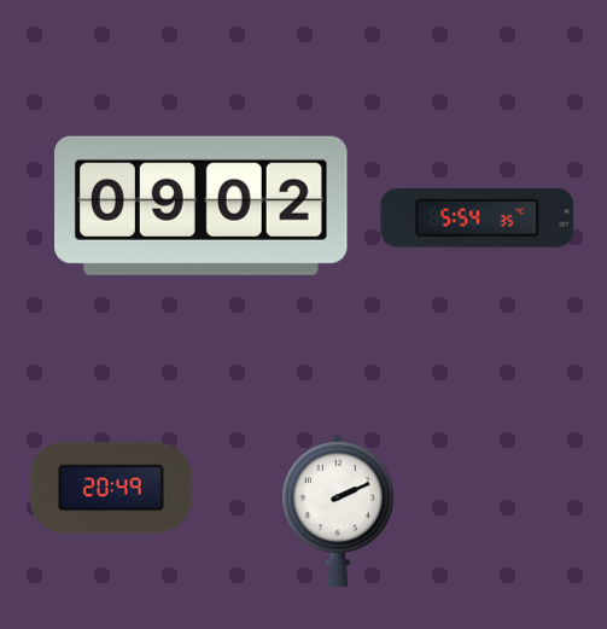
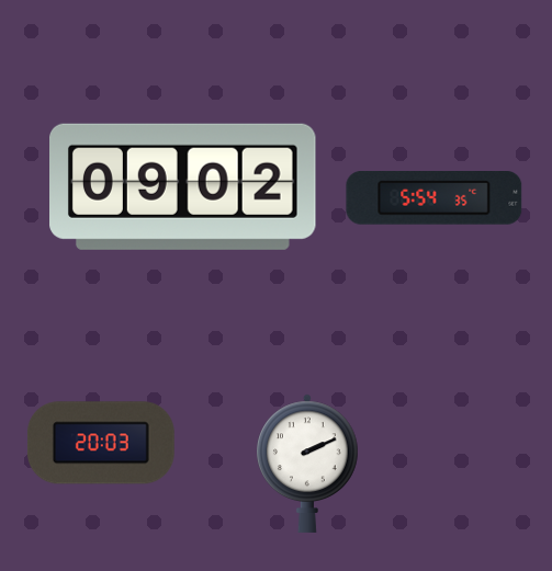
clock at (111, 488): 20:49 -> 20:03
